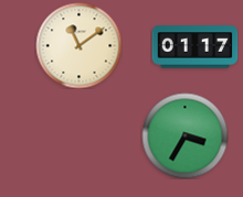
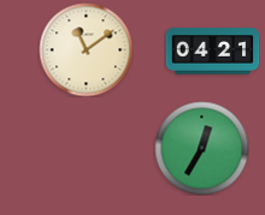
clock at (194, 47): 01:17 -> 04:21
clock at (184, 135): 3:35 -> 12:35
